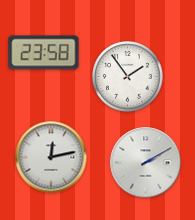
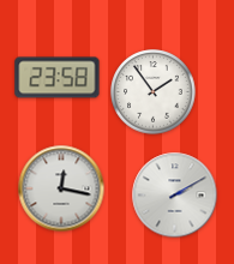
clock at (44, 53) position: (44, 53) -> (58, 78)
clock at (51, 157): 12:13 -> 12:17
